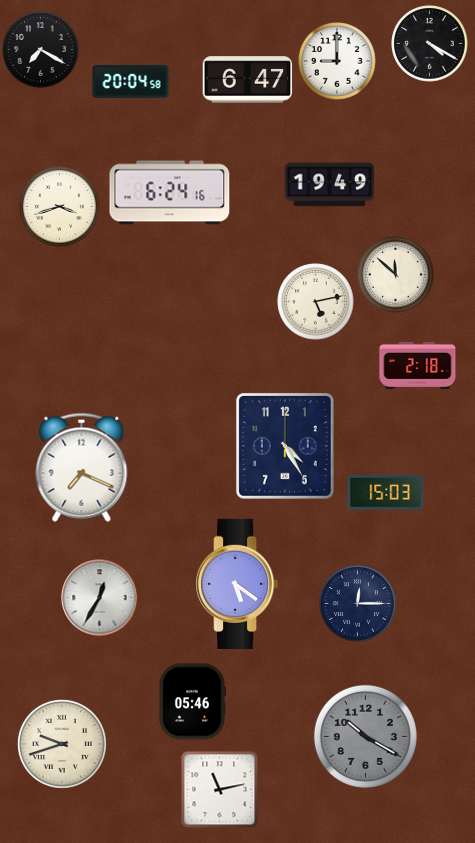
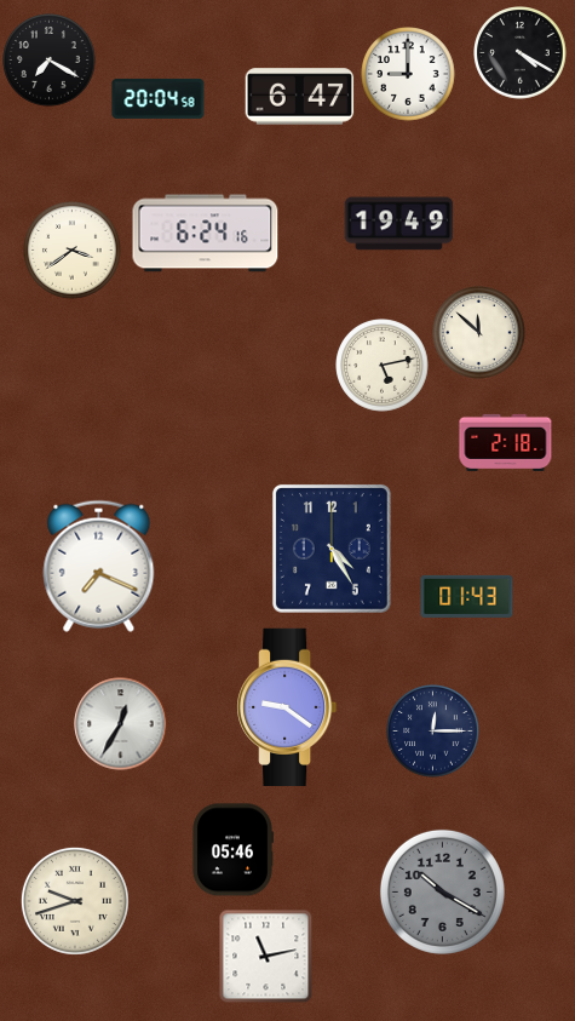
clock at (60, 207): 3:42 -> 3:39
clock at (285, 446) position: (285, 446) -> (332, 549)
clock at (386, 492): 15:03 -> 01:43
clock at (237, 583): 5:21 -> 9:21
